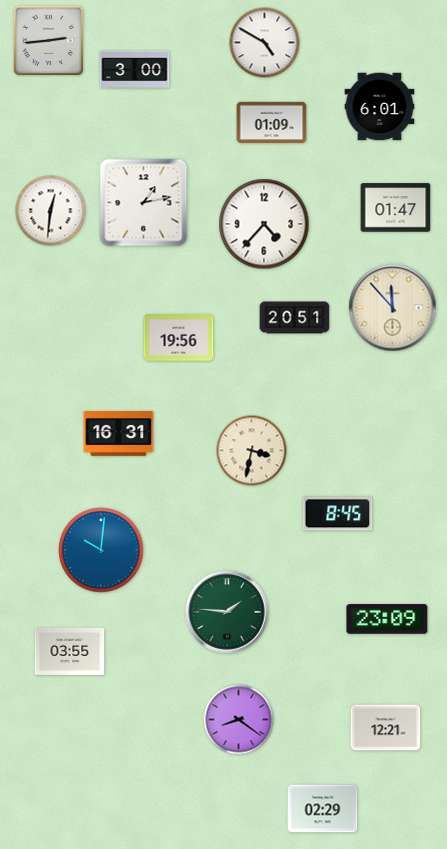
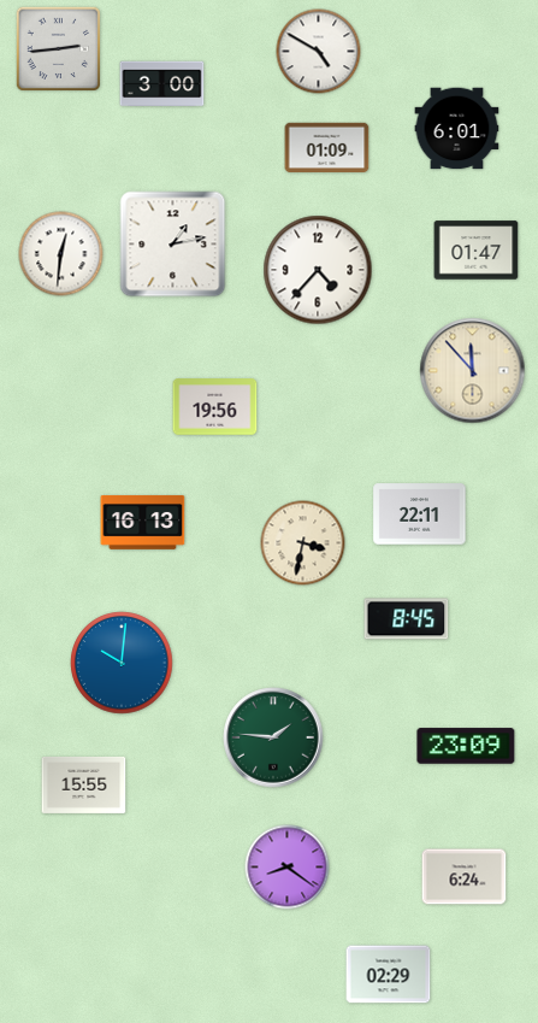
clock at (295, 318): 20:51 -> none
clock at (420, 515): none -> 22:11
clock at (119, 433): 16:31 -> 16:13
clock at (70, 651): 03:55 -> 15:55
clock at (386, 728): 12:21 -> 6:24
